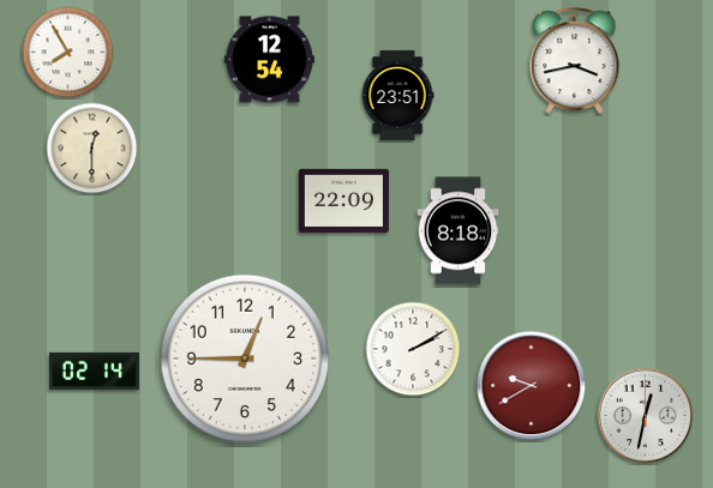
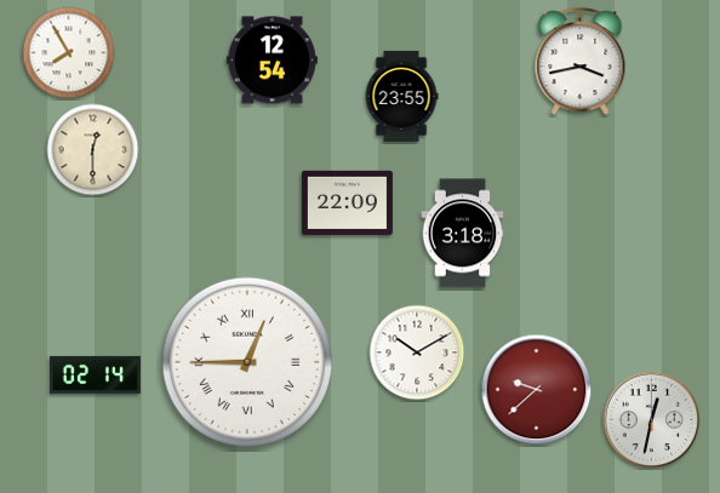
clock at (397, 95): 23:51 -> 23:55
clock at (459, 231): 8:18 -> 3:18
clock at (413, 349): 2:10 -> 10:10
clock at (244, 357) numerals: Arabic -> Roman
clock at (532, 386): 9:40 -> 9:38
